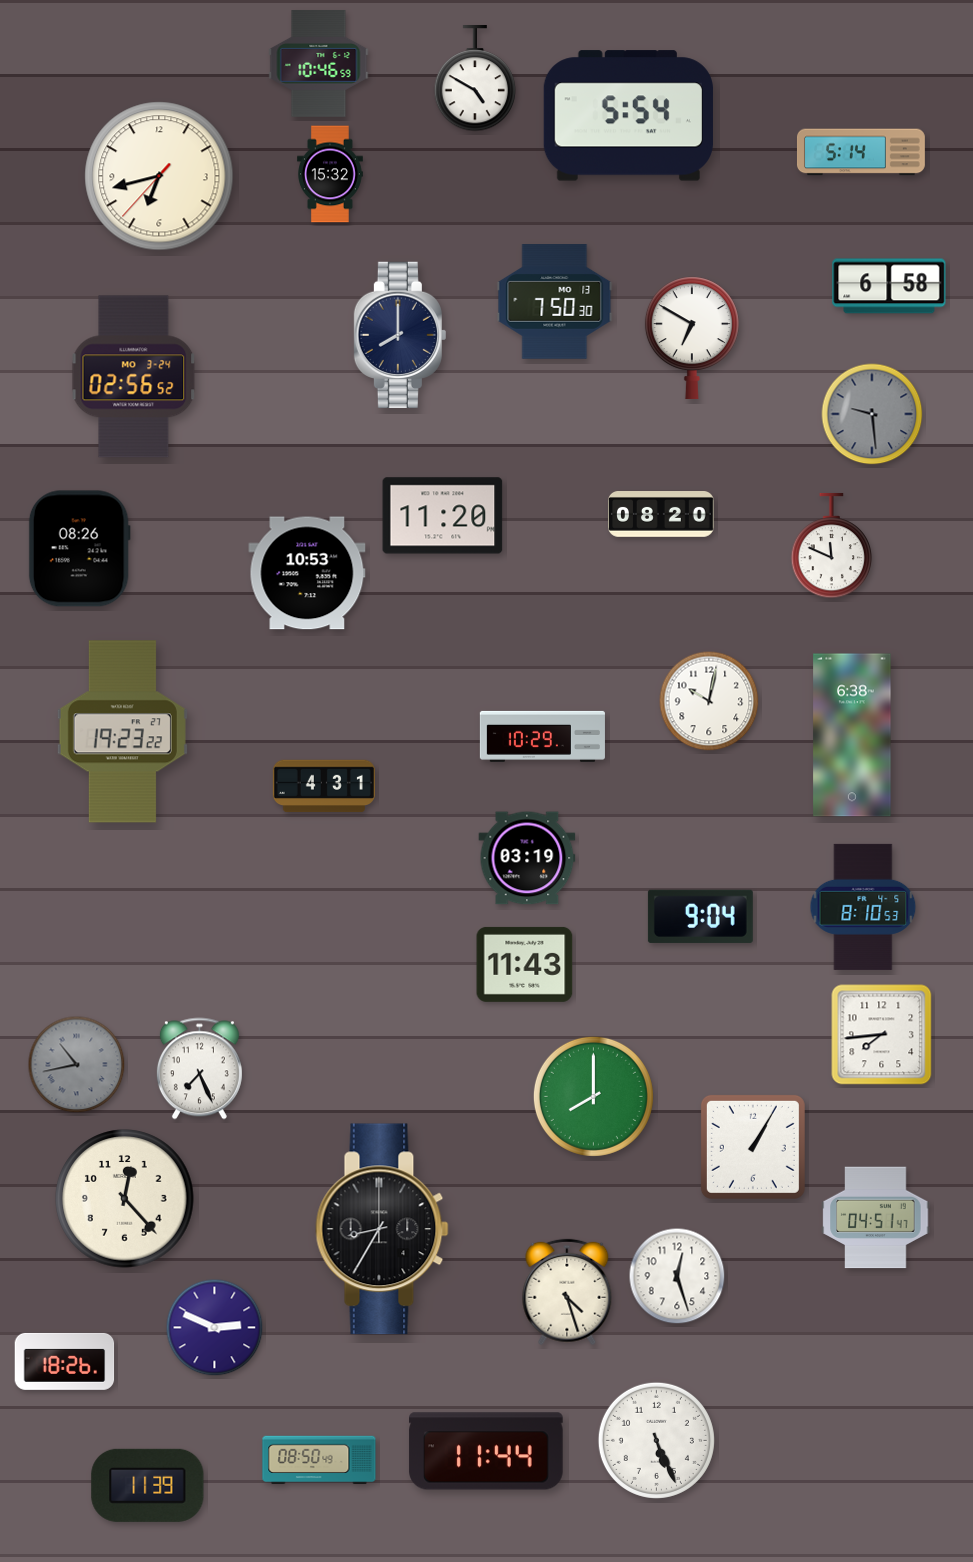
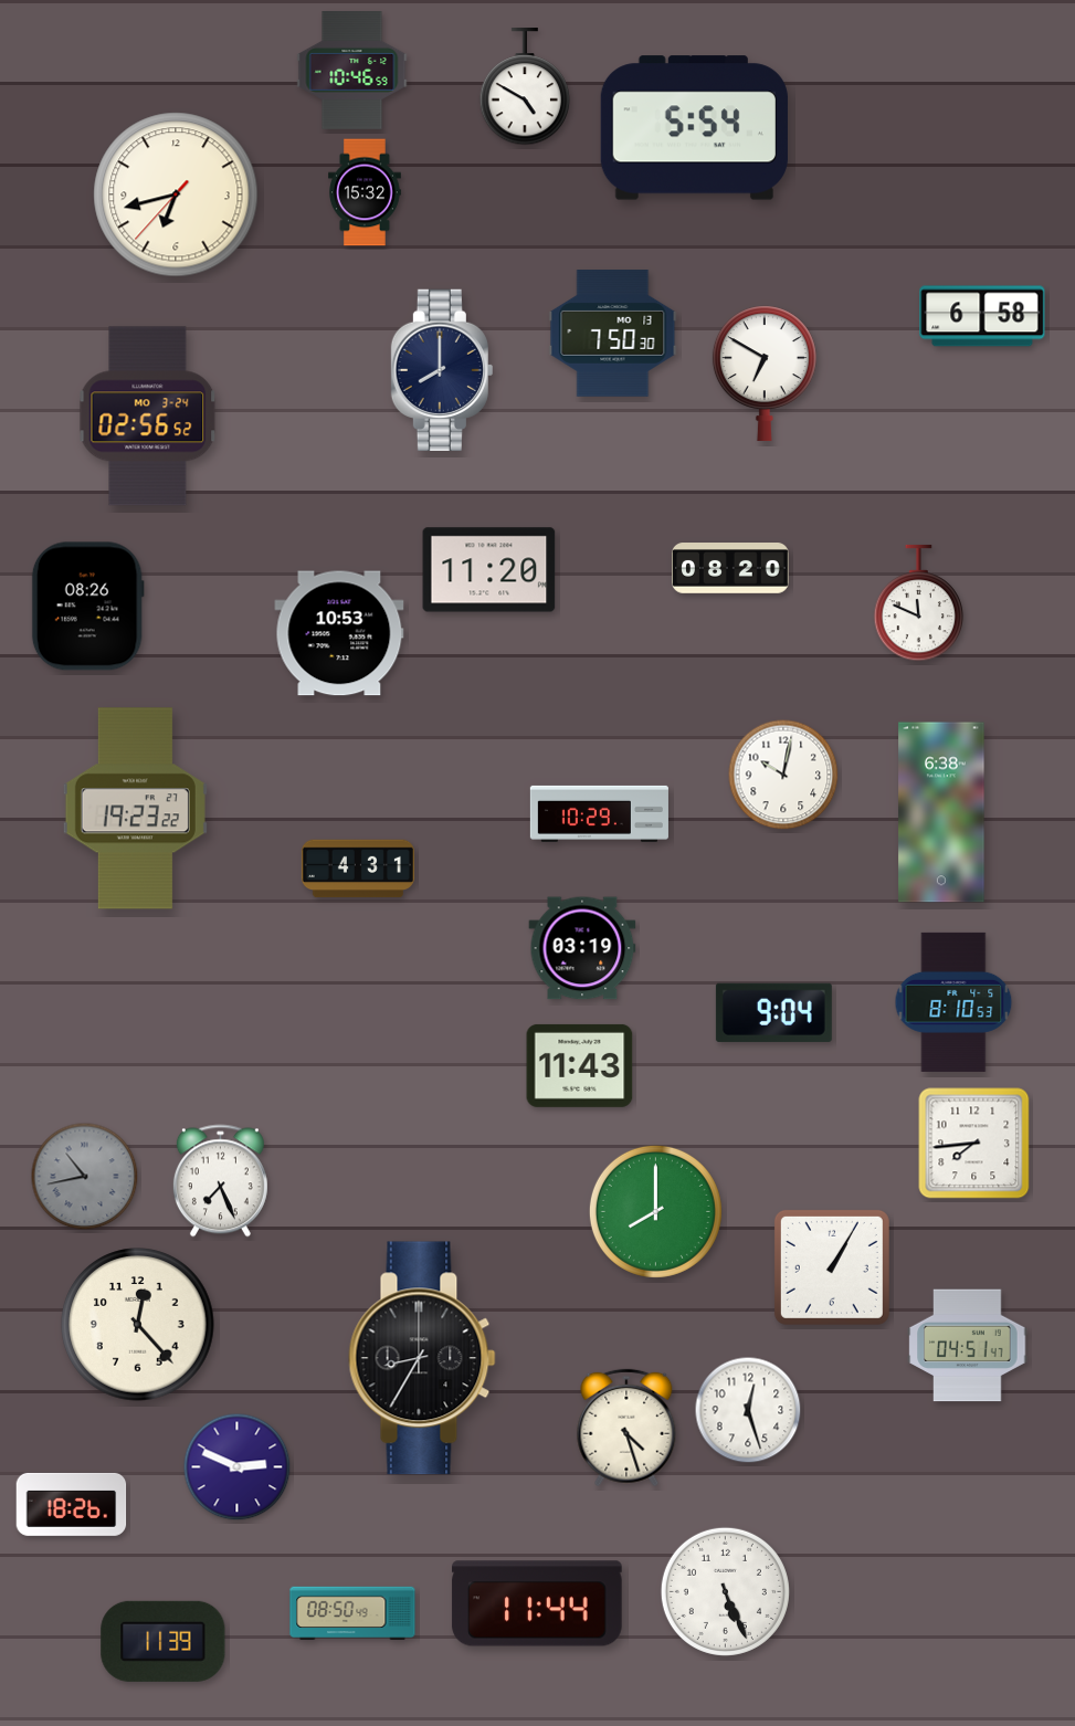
clock at (861, 152): 5:14 -> none
clock at (872, 414): 9:29 -> none
